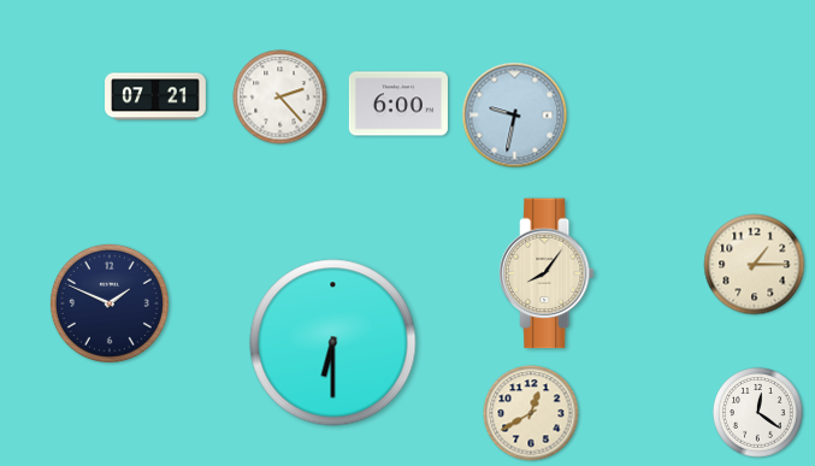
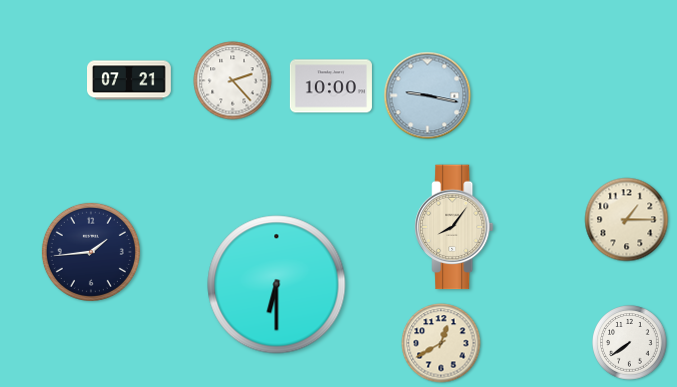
clock at (398, 104): 6:00 -> 10:00
clock at (515, 116): 9:32 -> 9:17
clock at (110, 303): 1:49 -> 1:44
clock at (758, 413): 12:21 -> 7:39
